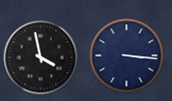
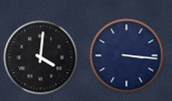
clock at (41, 58): 3:58 -> 4:01
